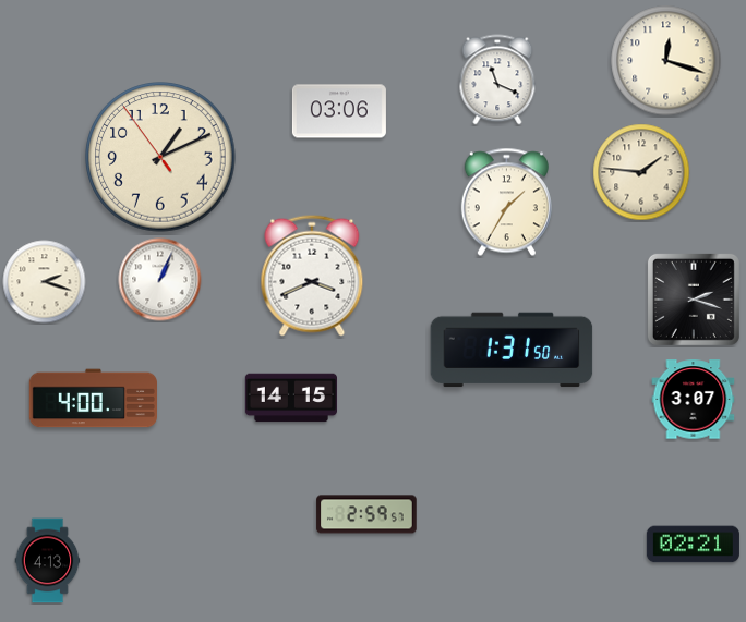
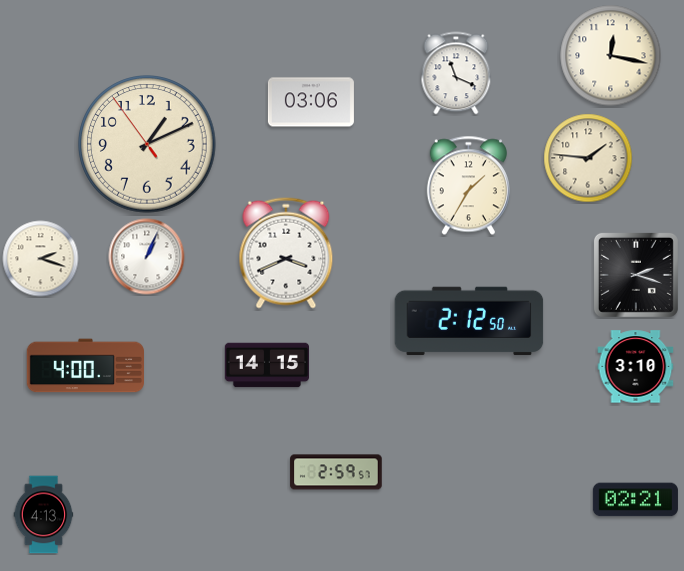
clock at (666, 61): 12:18 -> 12:17
clock at (506, 203) position: (506, 203) -> (468, 186)
clock at (512, 350): 1:31 -> 2:12
clock at (694, 400): 3:07 -> 3:10
